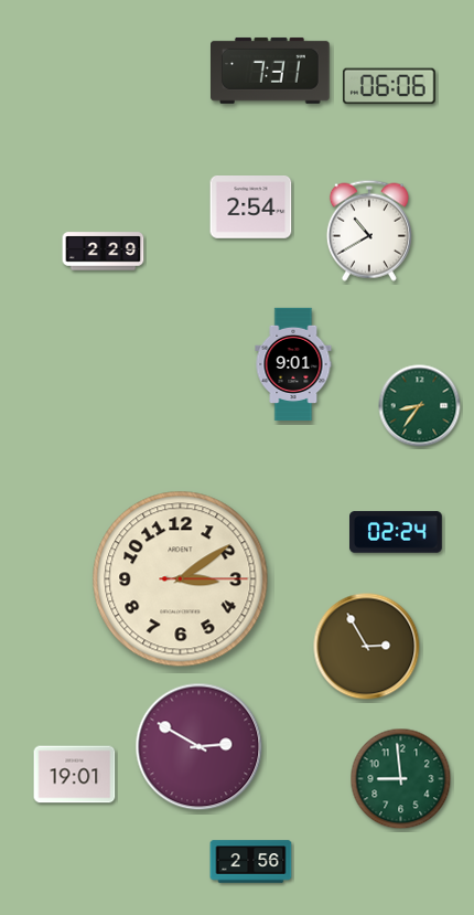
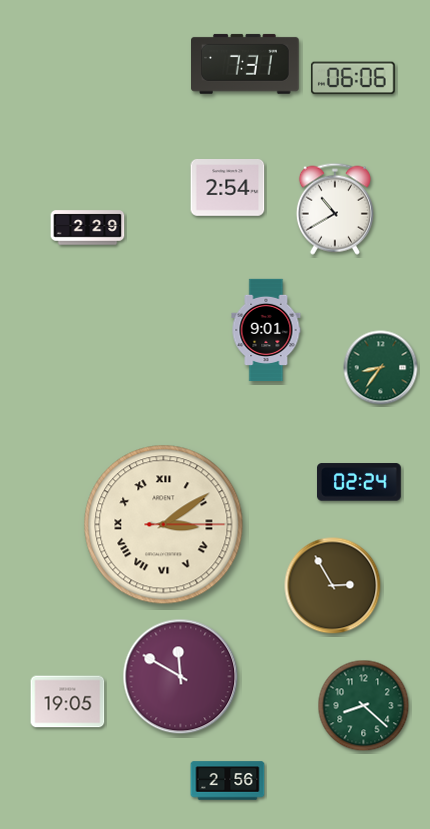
clock at (104, 252) position: (104, 252) -> (88, 228)
clock at (181, 579) numerals: Arabic -> Roman
clock at (200, 747): 2:50 -> 11:50
clock at (75, 775): 19:01 -> 19:05
clock at (401, 779): 8:59 -> 8:22
